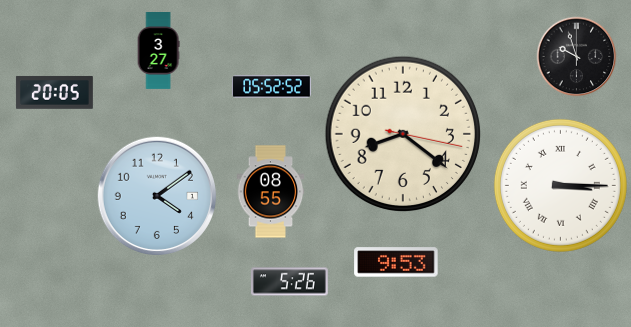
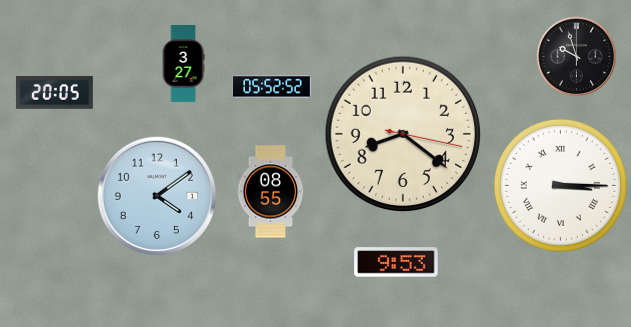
clock at (158, 51) position: (158, 51) -> (183, 64)
clock at (289, 282): 5:26 -> none
